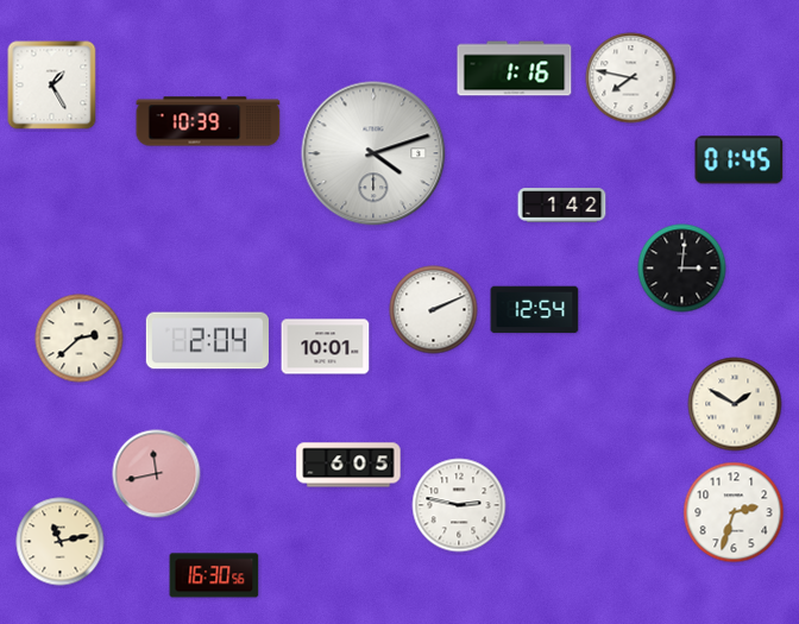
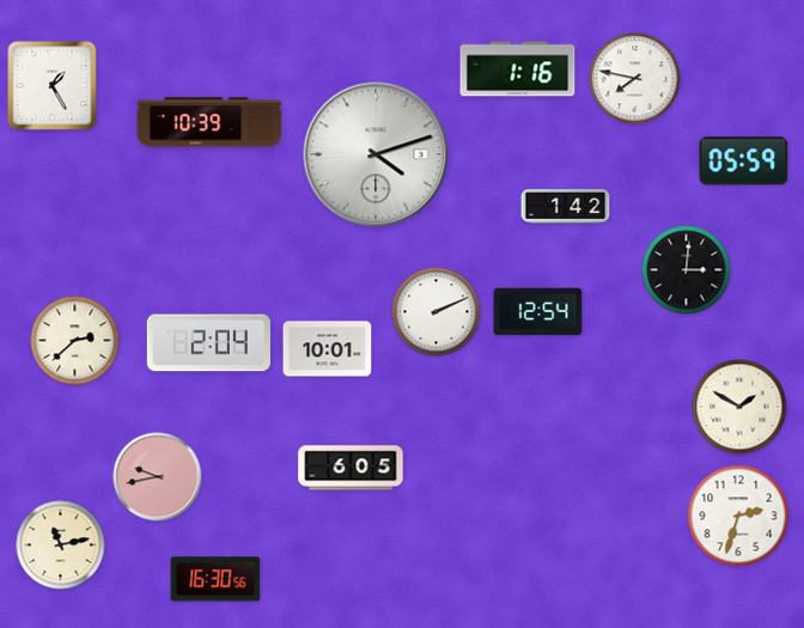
clock at (740, 160): 01:45 -> 05:59
clock at (80, 339) position: (80, 339) -> (75, 341)
clock at (157, 474): 11:43 -> 9:43
clock at (459, 505): 2:47 -> none
